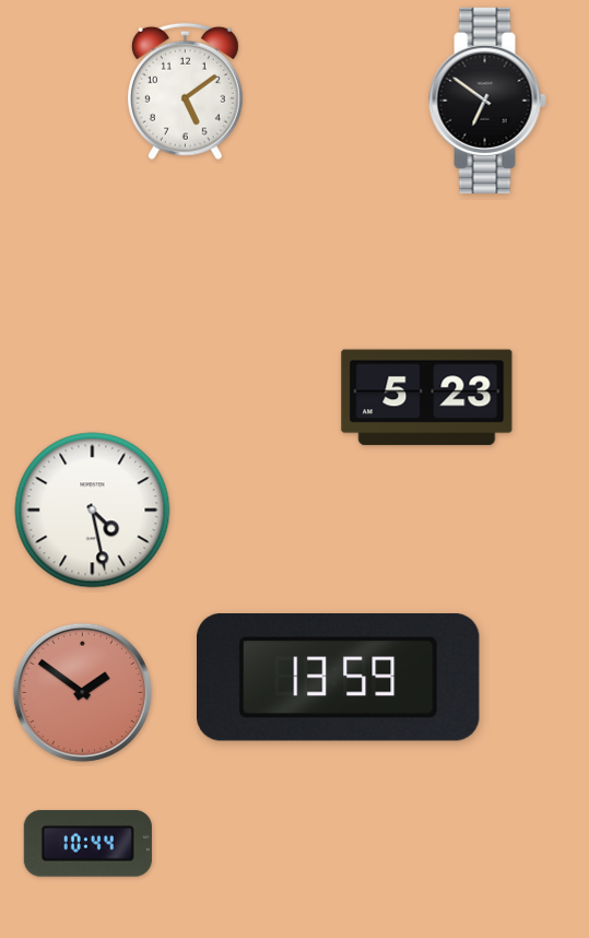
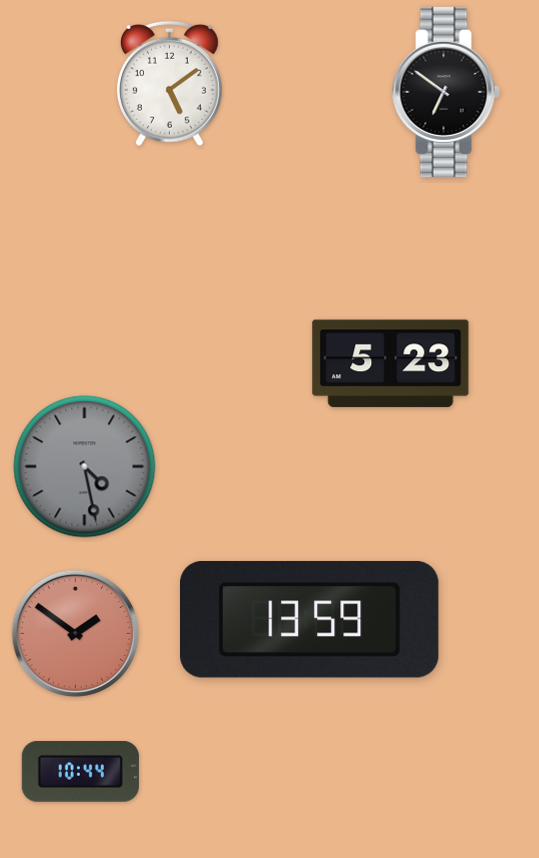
clock at (93, 511) dial: white -> grey
